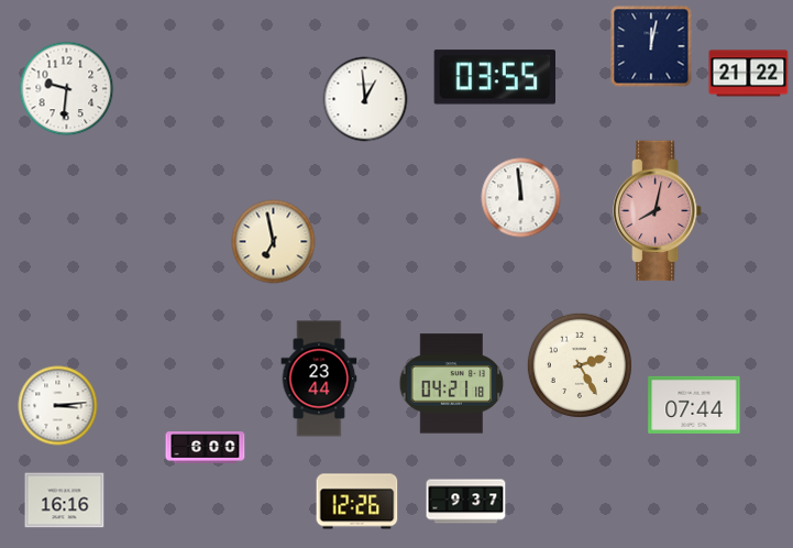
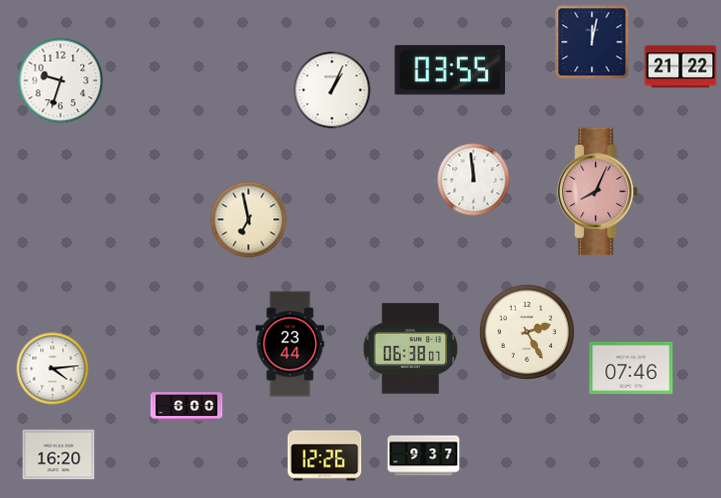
clock at (67, 89): 9:31 -> 9:33
clock at (365, 99): 12:59 -> 1:04
clock at (658, 211): 8:02 -> 8:04
clock at (452, 384): 04:21 -> 06:38
clock at (694, 405): 07:44 -> 07:46
clock at (58, 406): 3:14 -> 4:14
clock at (65, 501): 16:16 -> 16:20
